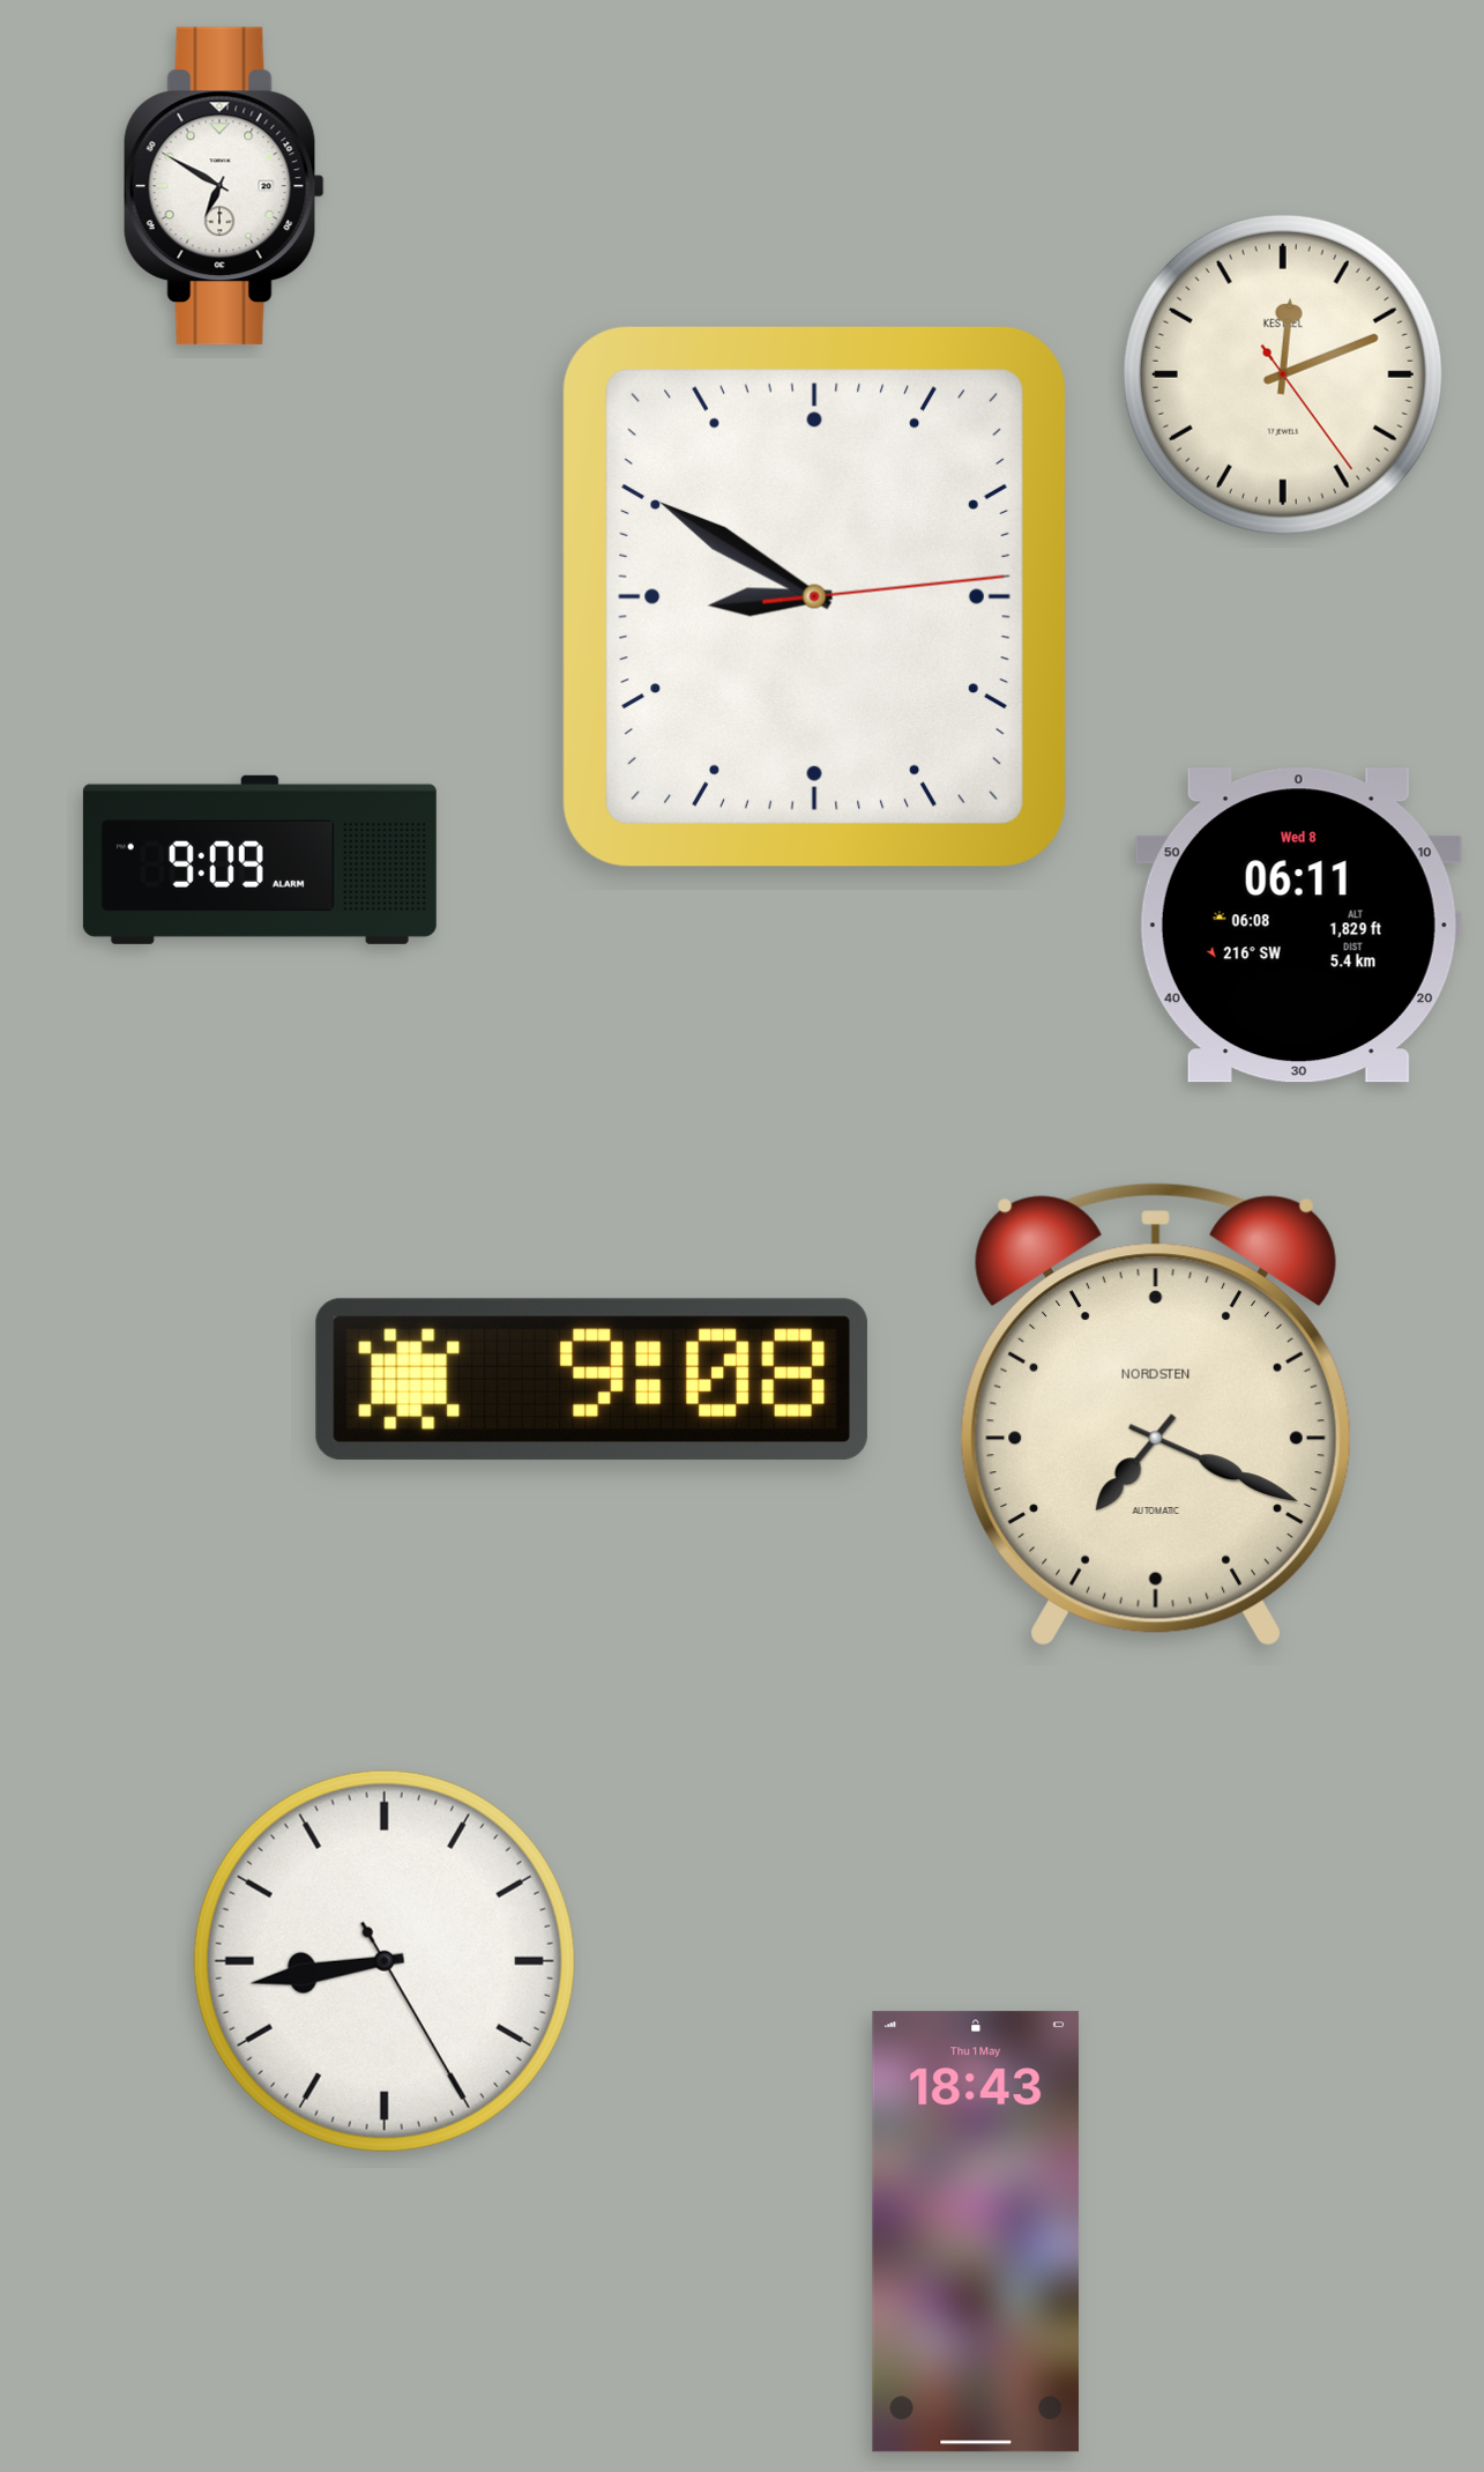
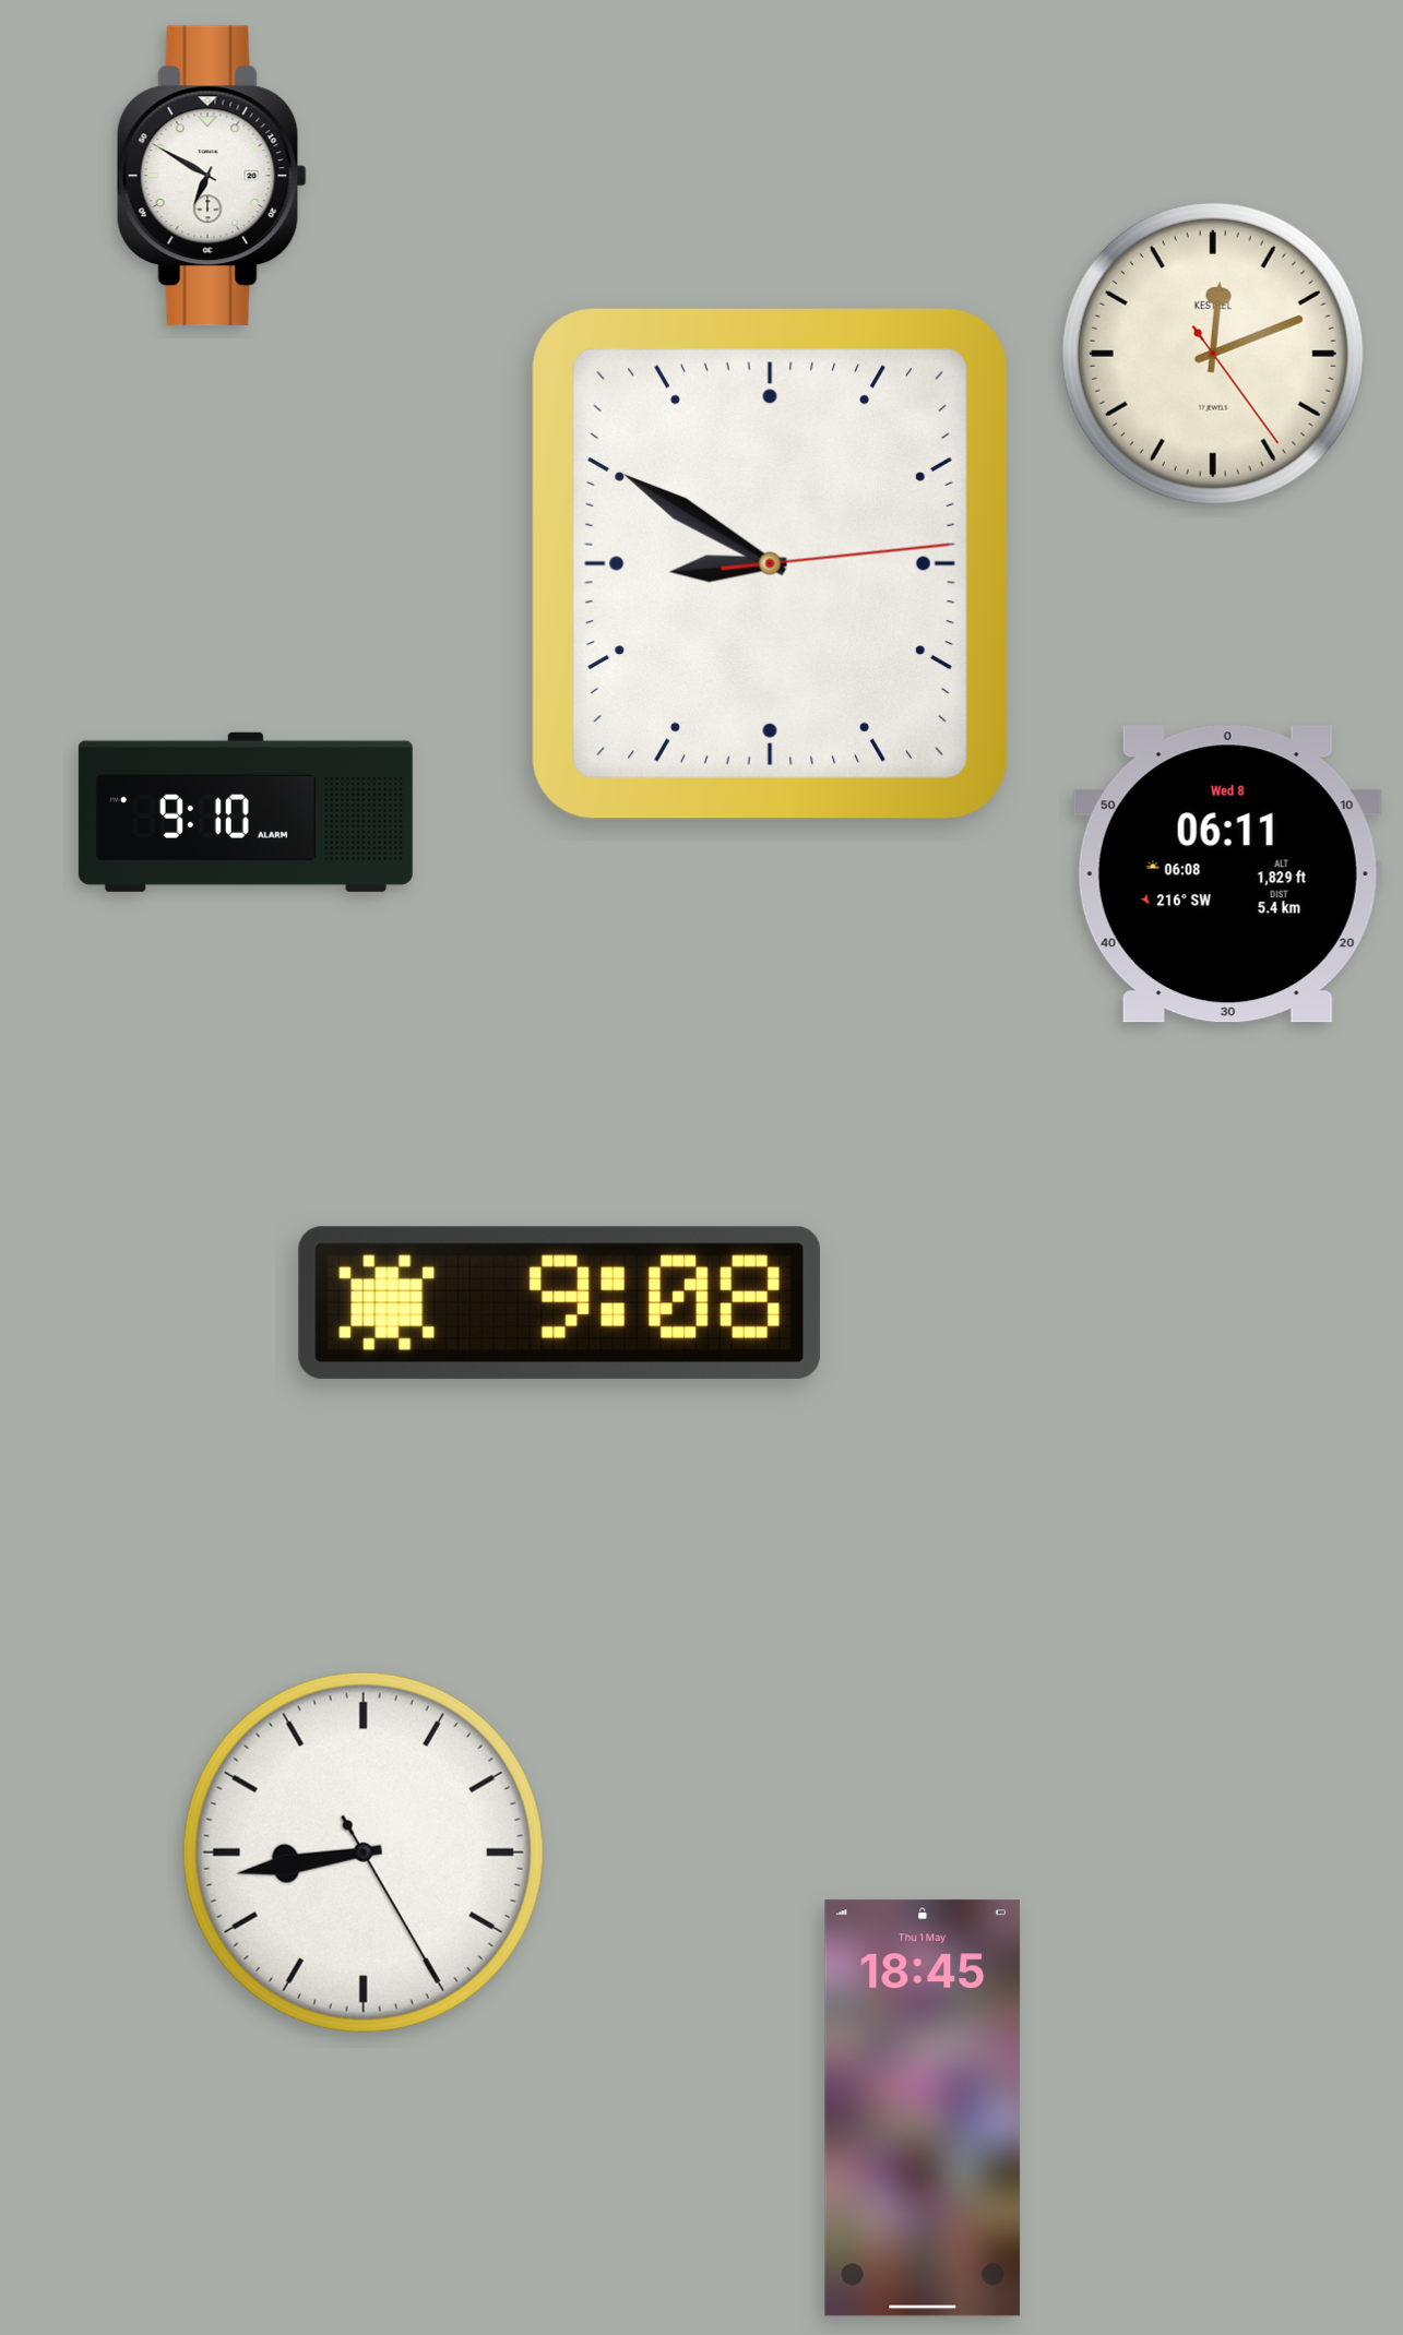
clock at (260, 860): 9:09 -> 9:10
clock at (1156, 1415): 7:19 -> none
clock at (976, 2232): 18:43 -> 18:45
